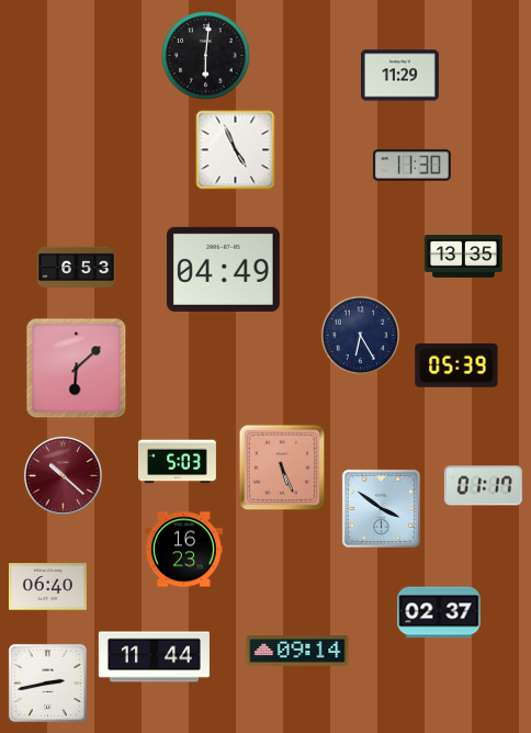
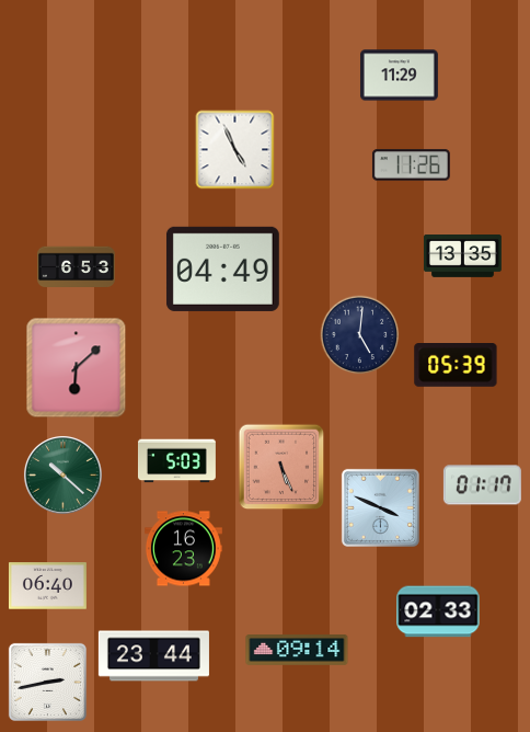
clock at (206, 56): 6:01 -> none
clock at (411, 166): 11:30 -> 11:26
clock at (361, 336): 6:25 -> 5:01
clock at (63, 475) dial: burgundy -> green
clock at (381, 508): 3:51 -> 3:49
clock at (439, 612): 02:37 -> 02:33
clock at (154, 657): 11:44 -> 23:44
